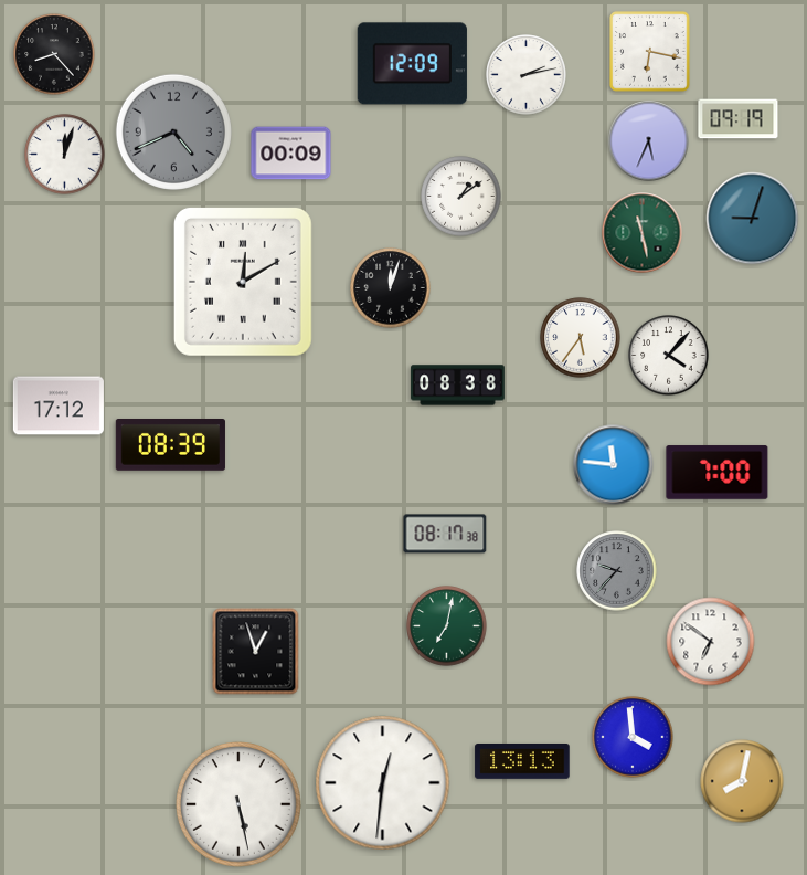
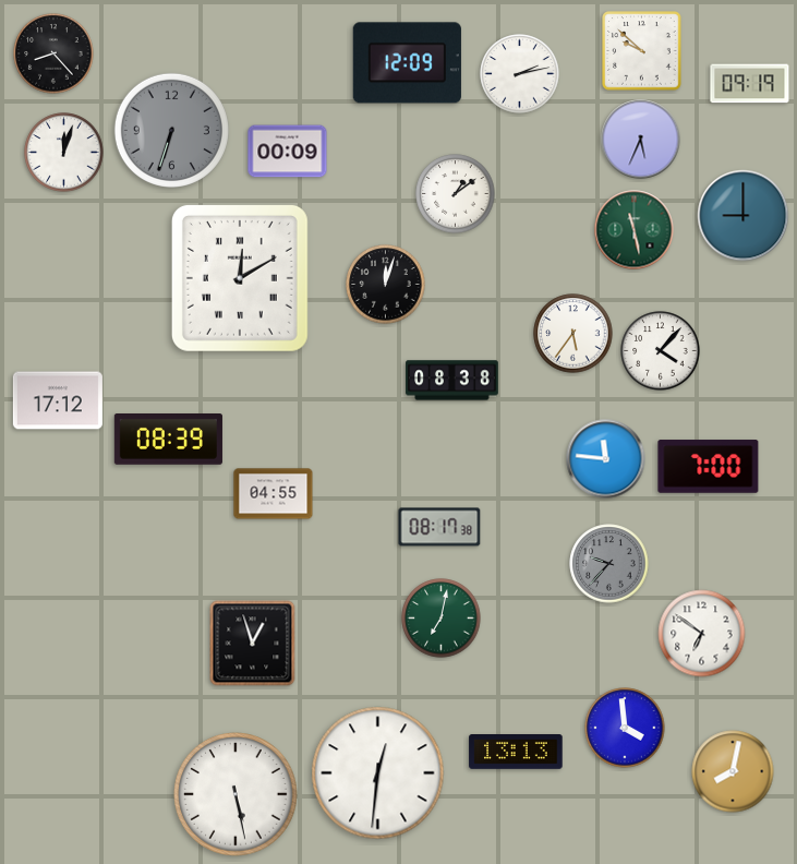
clock at (650, 52): 6:17 -> 9:52
clock at (739, 119) position: (739, 119) -> (750, 84)
clock at (173, 131): 4:41 -> 6:33
clock at (753, 219): 9:03 -> 9:00
clock at (274, 494): none -> 04:55
